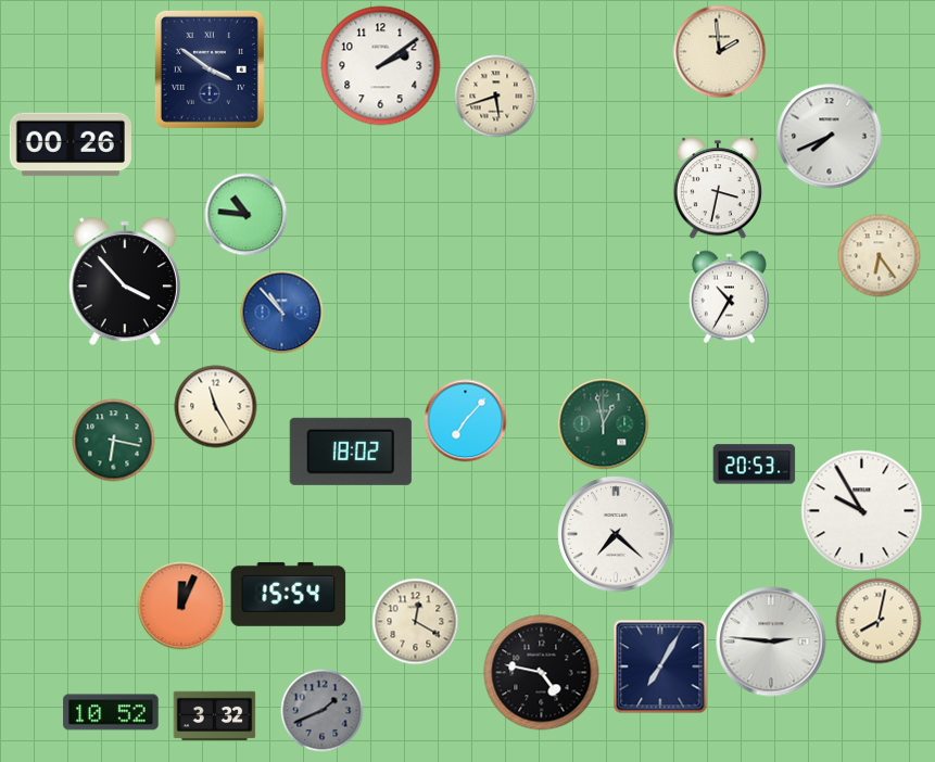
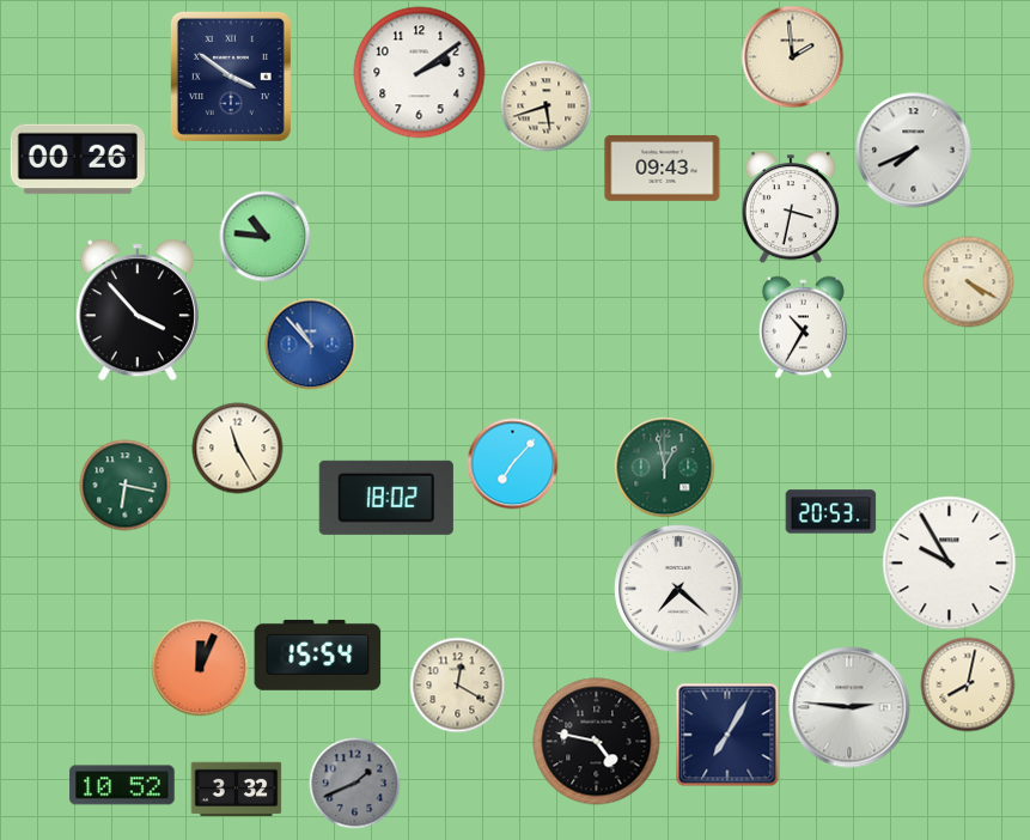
clock at (663, 168): none -> 09:43
clock at (247, 215) position: (247, 215) -> (266, 237)
clock at (880, 256): 6:24 -> 4:20
